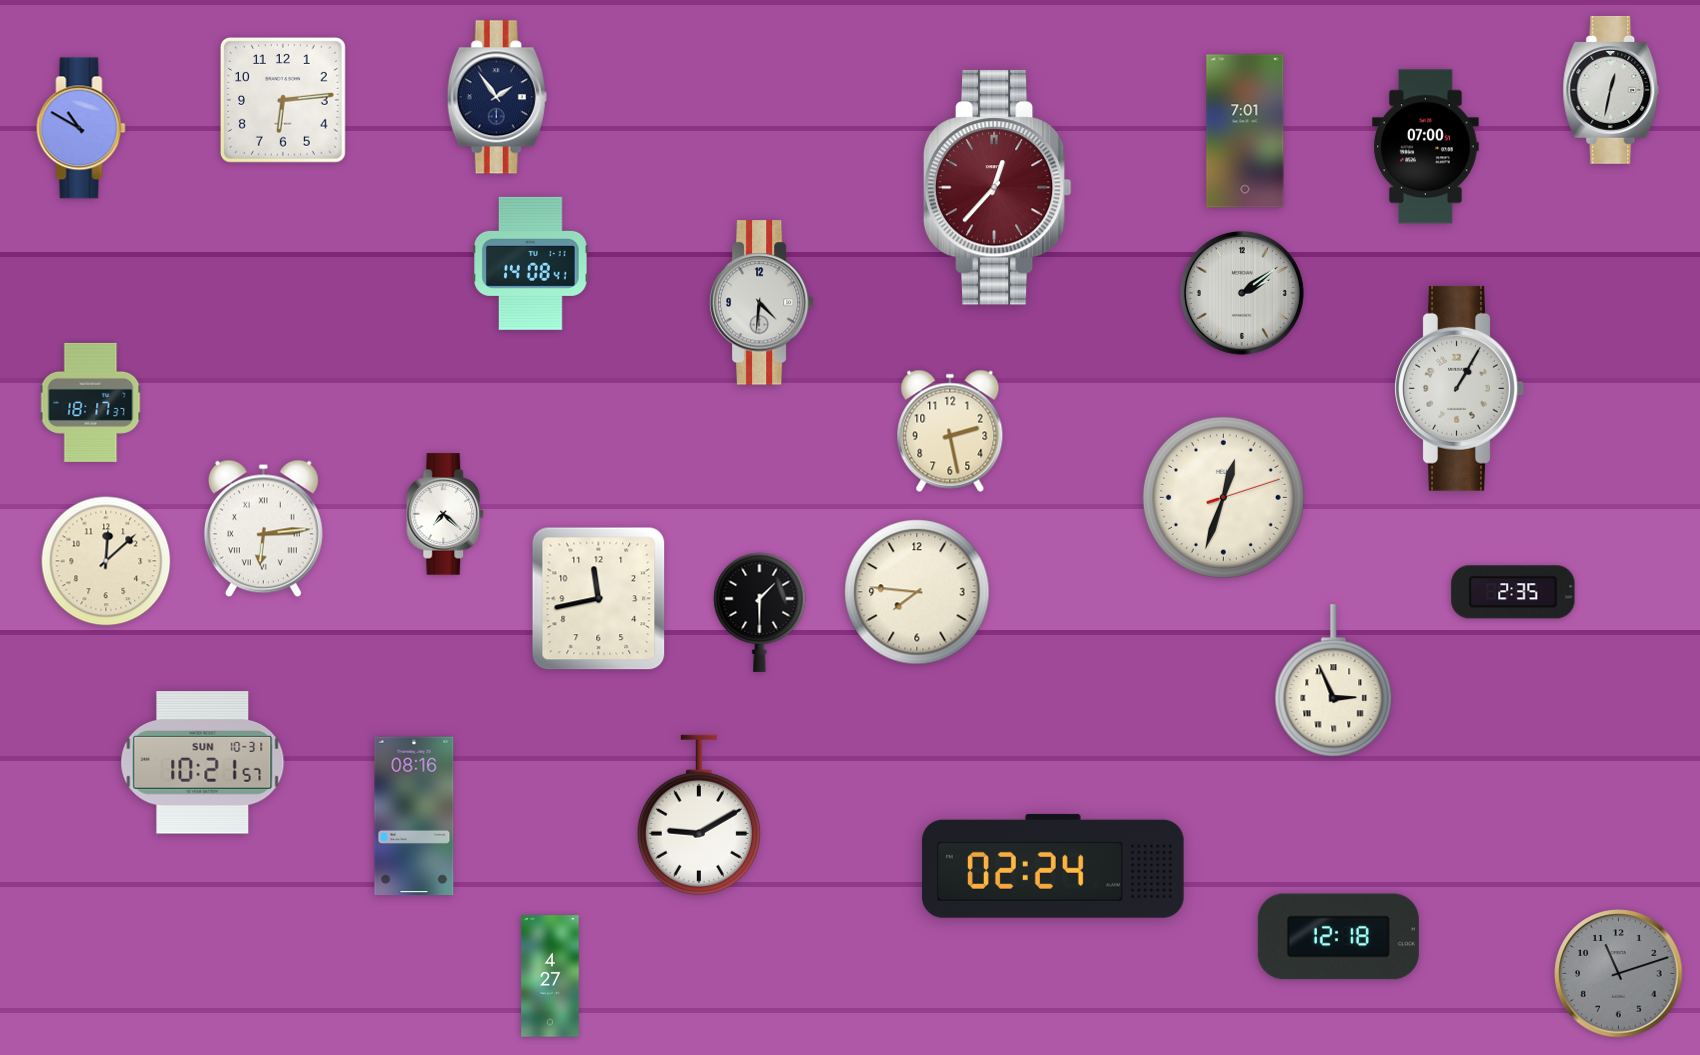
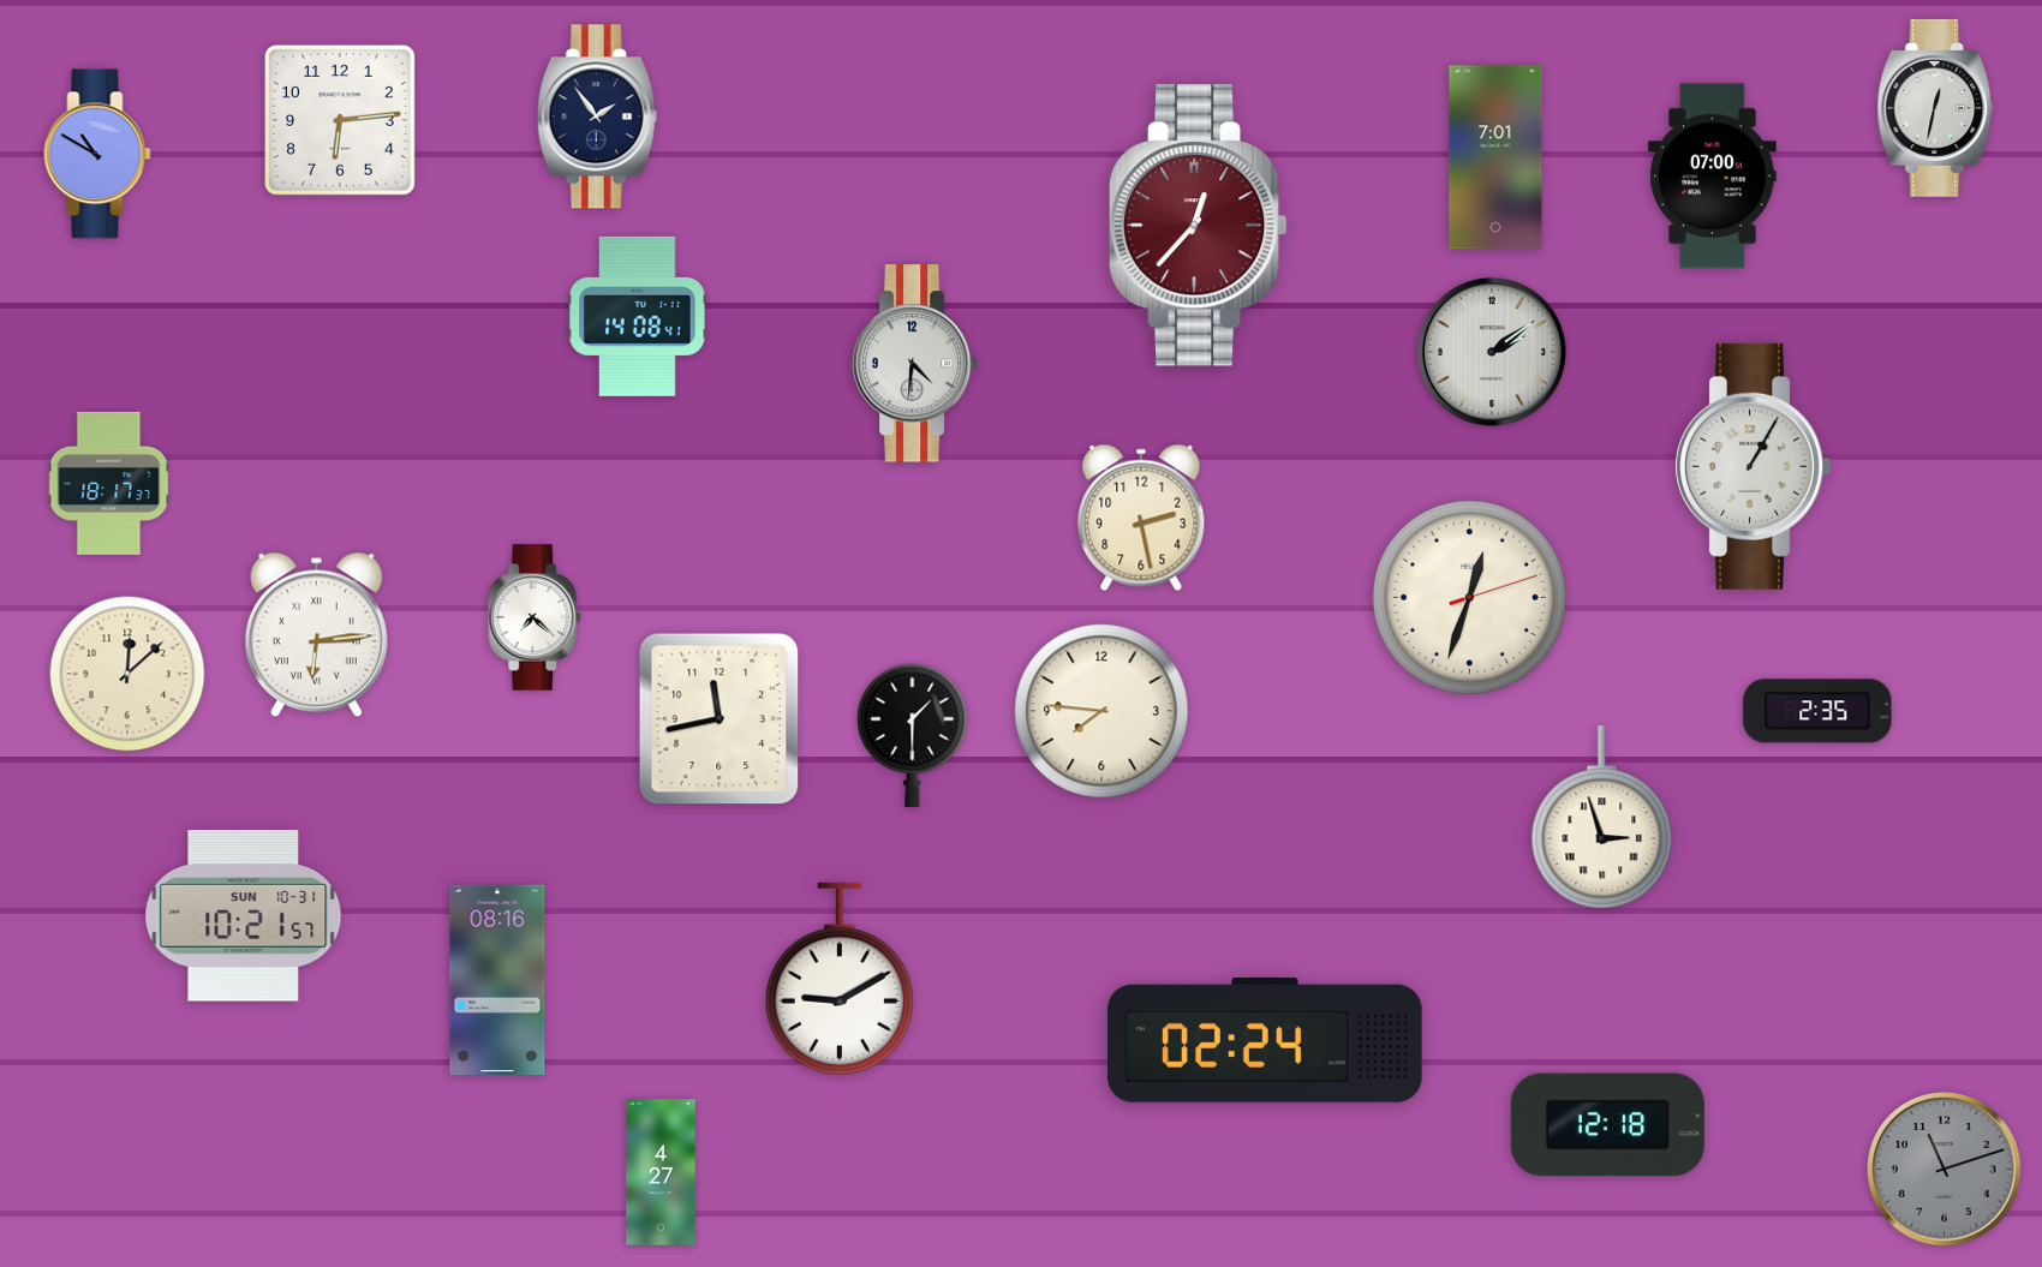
clock at (1334, 681): 2:56 -> 2:57
